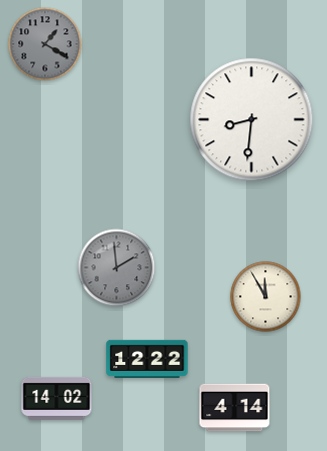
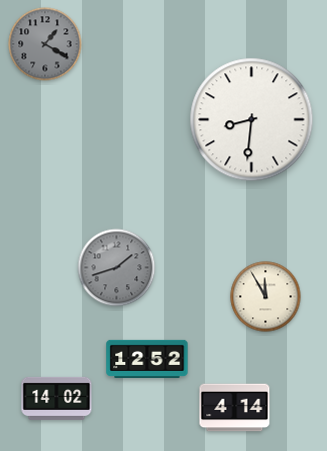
clock at (117, 268): 1:59 -> 1:42
clock at (147, 359): 12:22 -> 12:52
